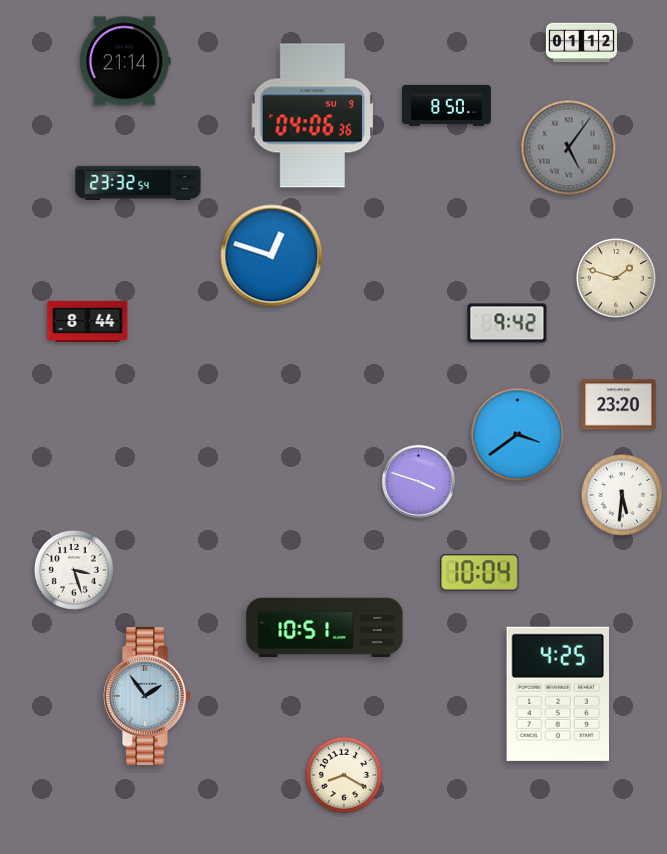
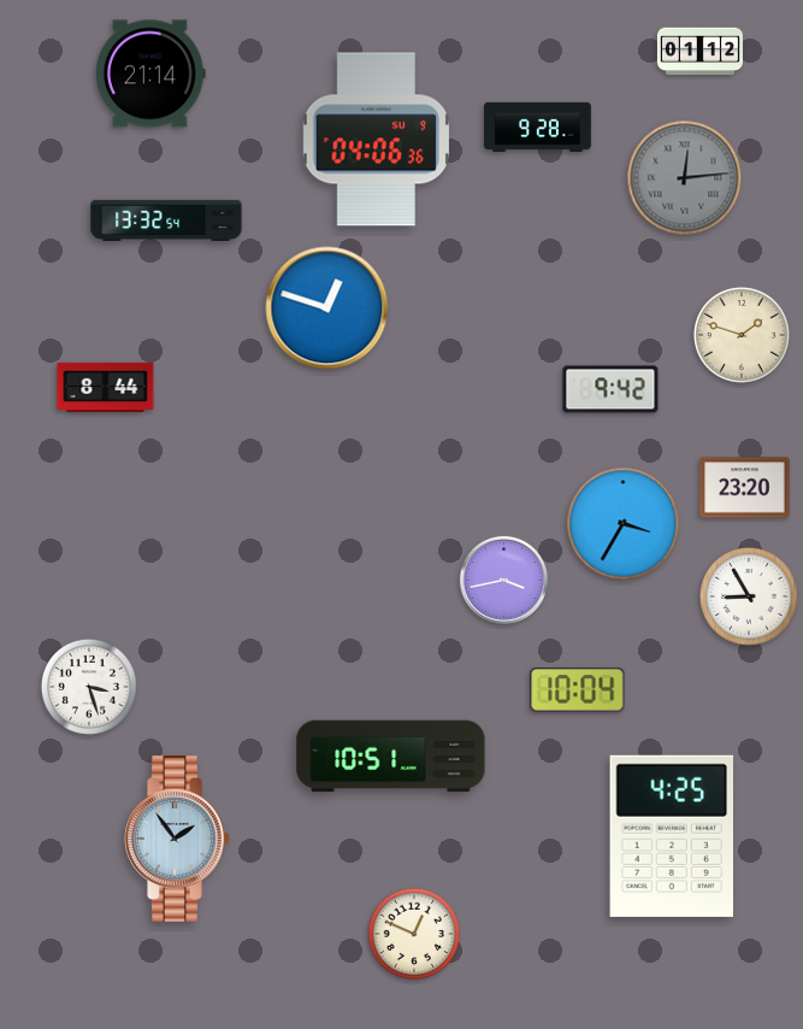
clock at (447, 105): 8:50 -> 9:28
clock at (569, 148): 5:06 -> 12:14
clock at (138, 182): 23:32 -> 13:32
clock at (518, 435): 3:39 -> 3:35
clock at (418, 481): 3:48 -> 3:43
clock at (622, 495): 5:31 -> 8:55
clock at (344, 775): 8:20 -> 12:49
